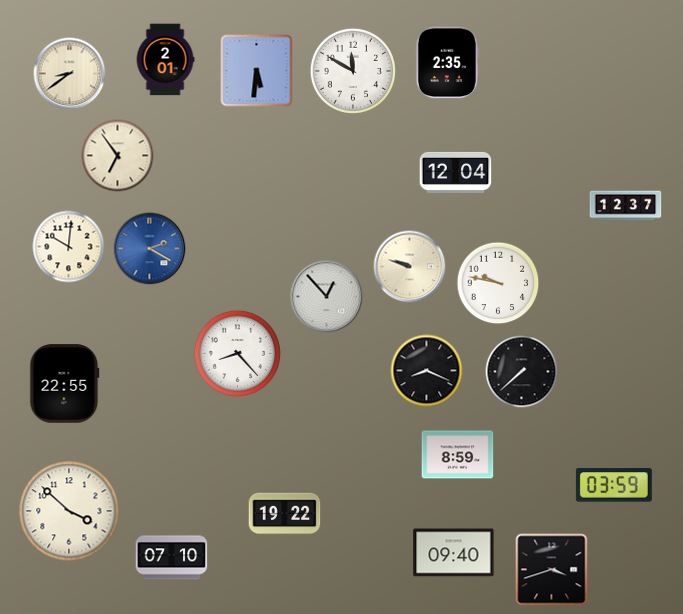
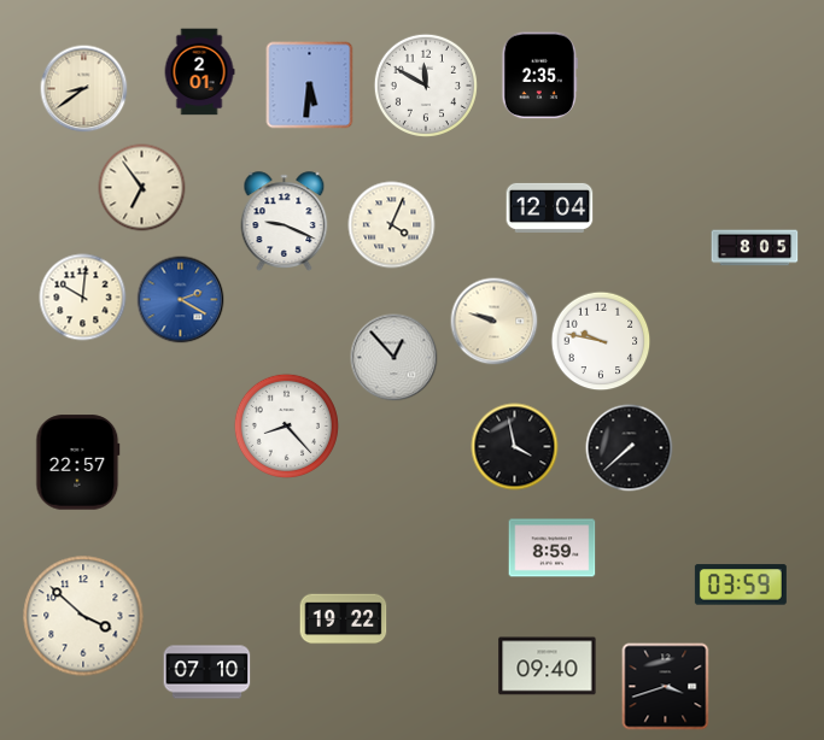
clock at (285, 222): none -> 9:19
clock at (392, 225): none -> 4:04
clock at (626, 206): 12:37 -> 8:05
clock at (427, 371): 8:19 -> 3:58
clock at (65, 384): 22:55 -> 22:57
